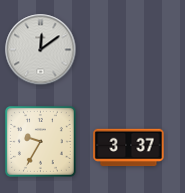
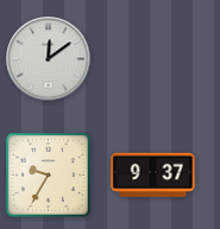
clock at (40, 141) position: (40, 141) -> (48, 174)
clock at (129, 148): 3:37 -> 9:37
